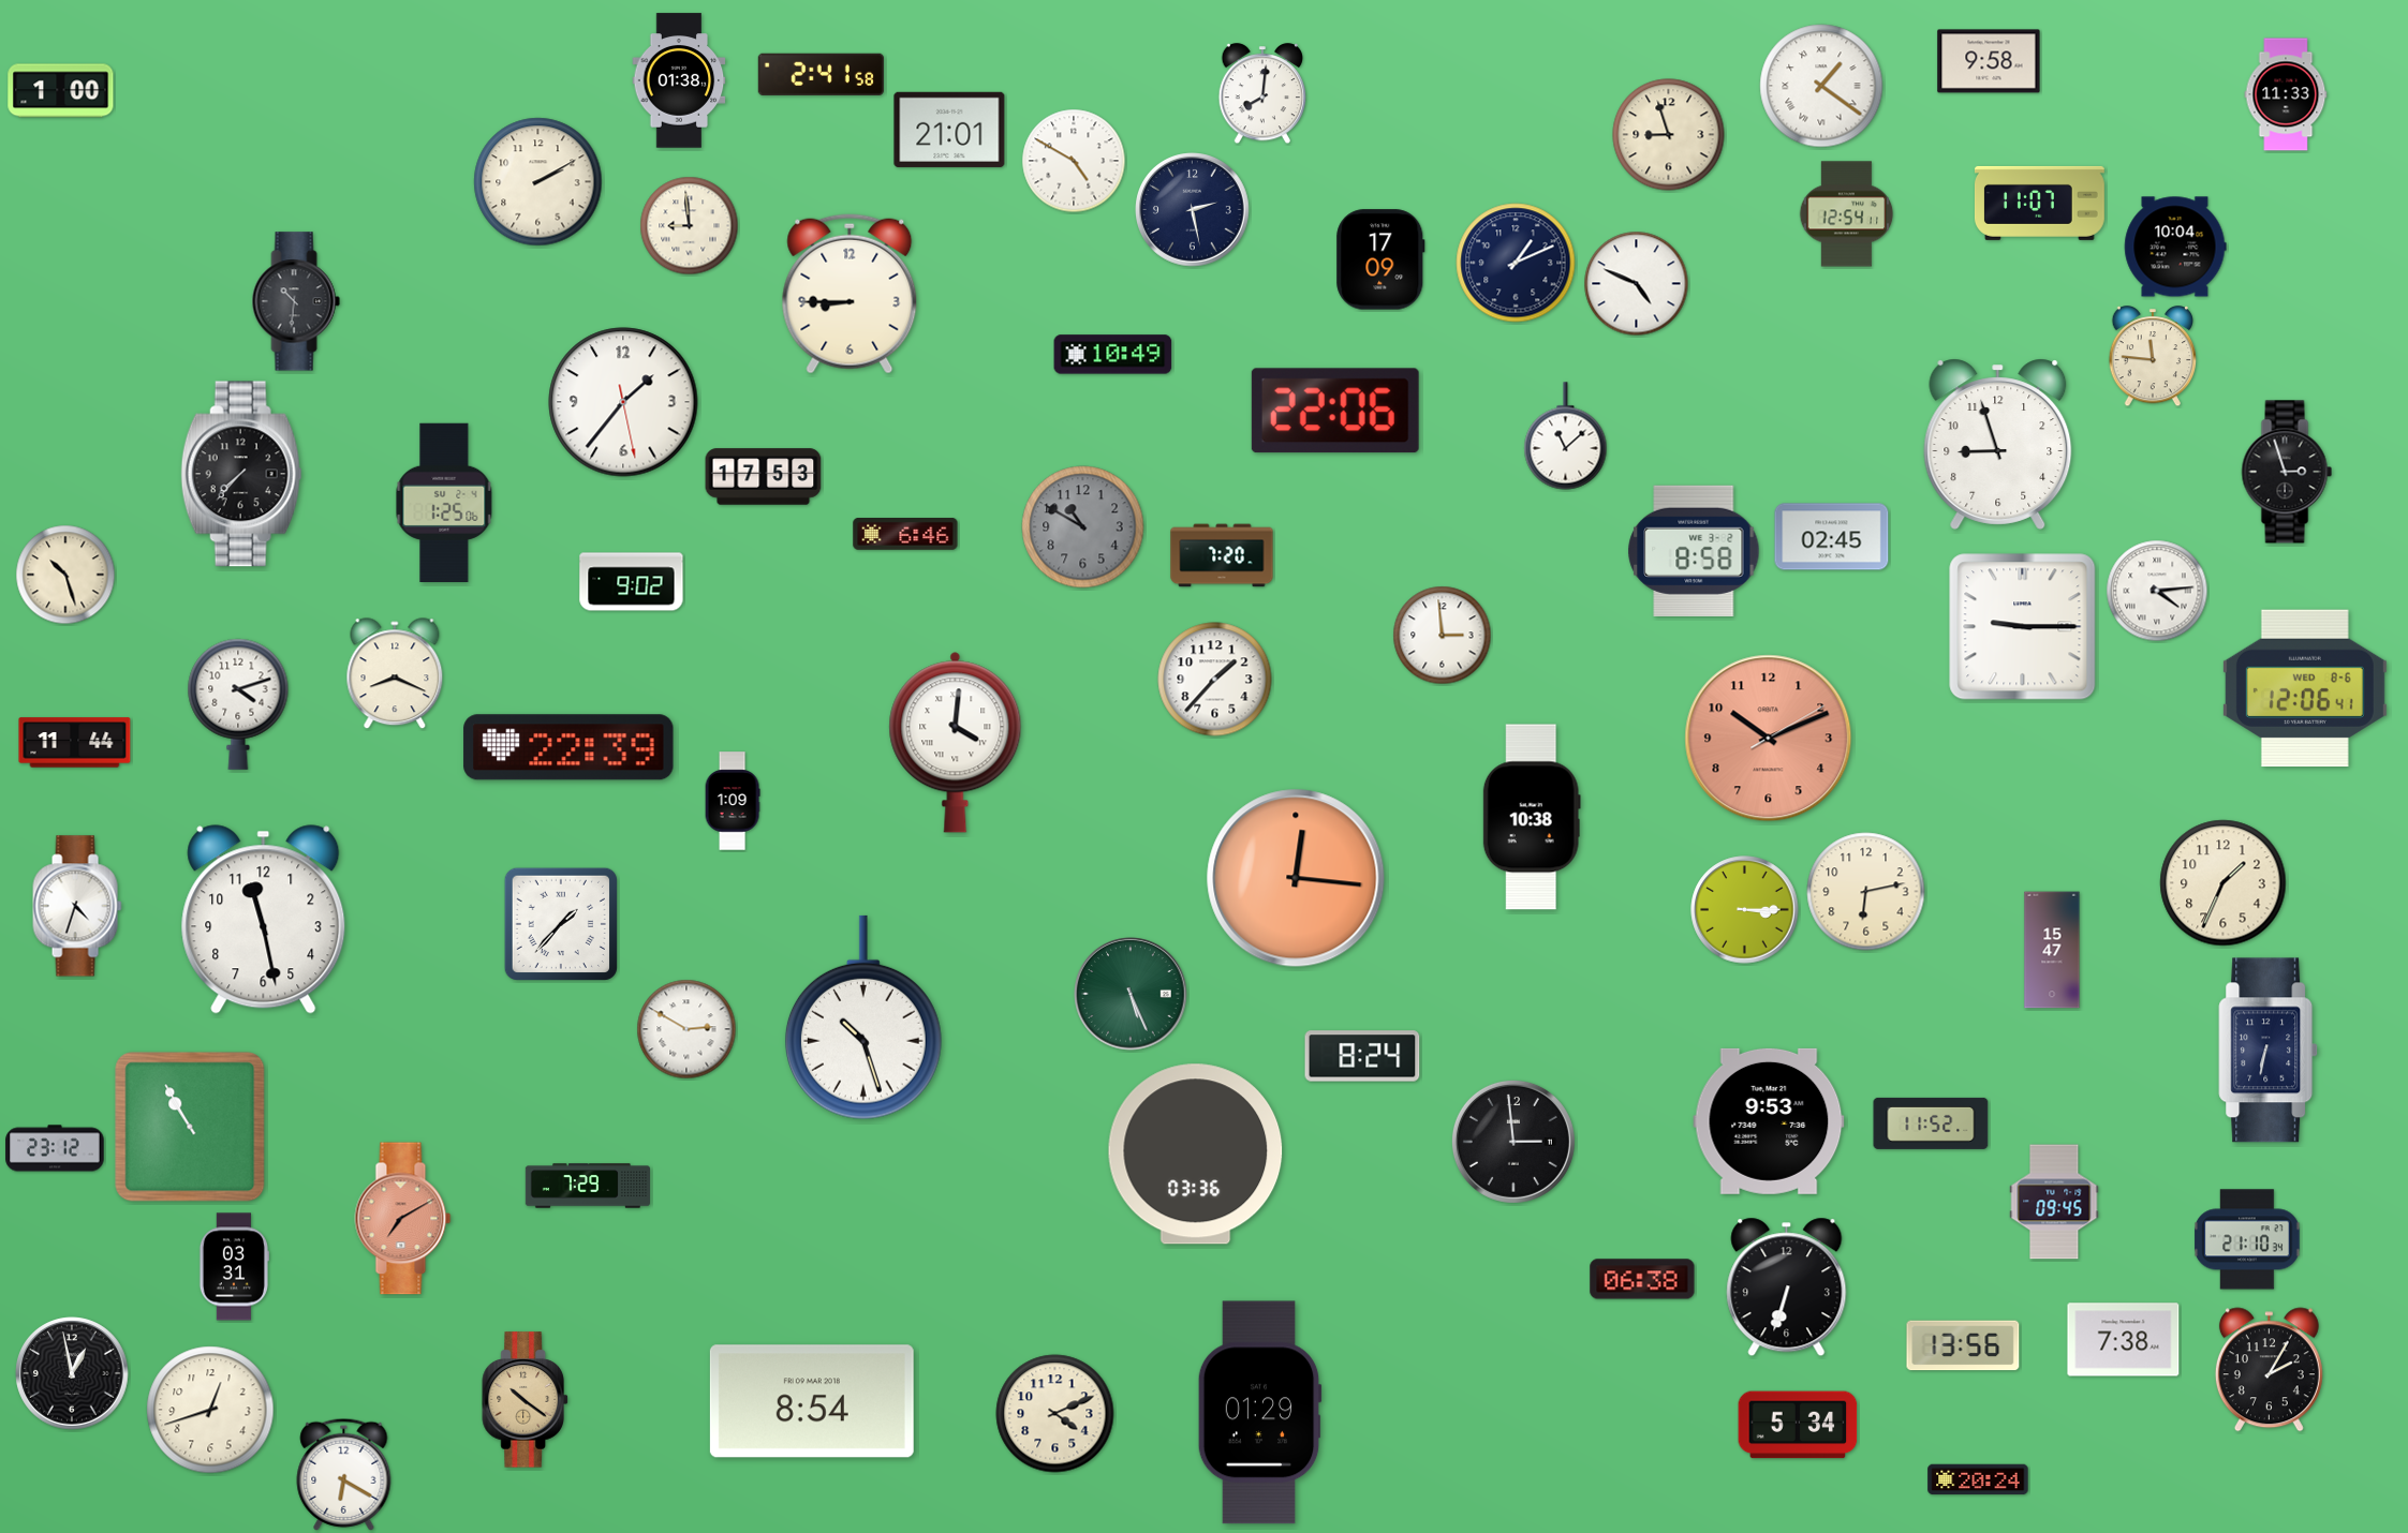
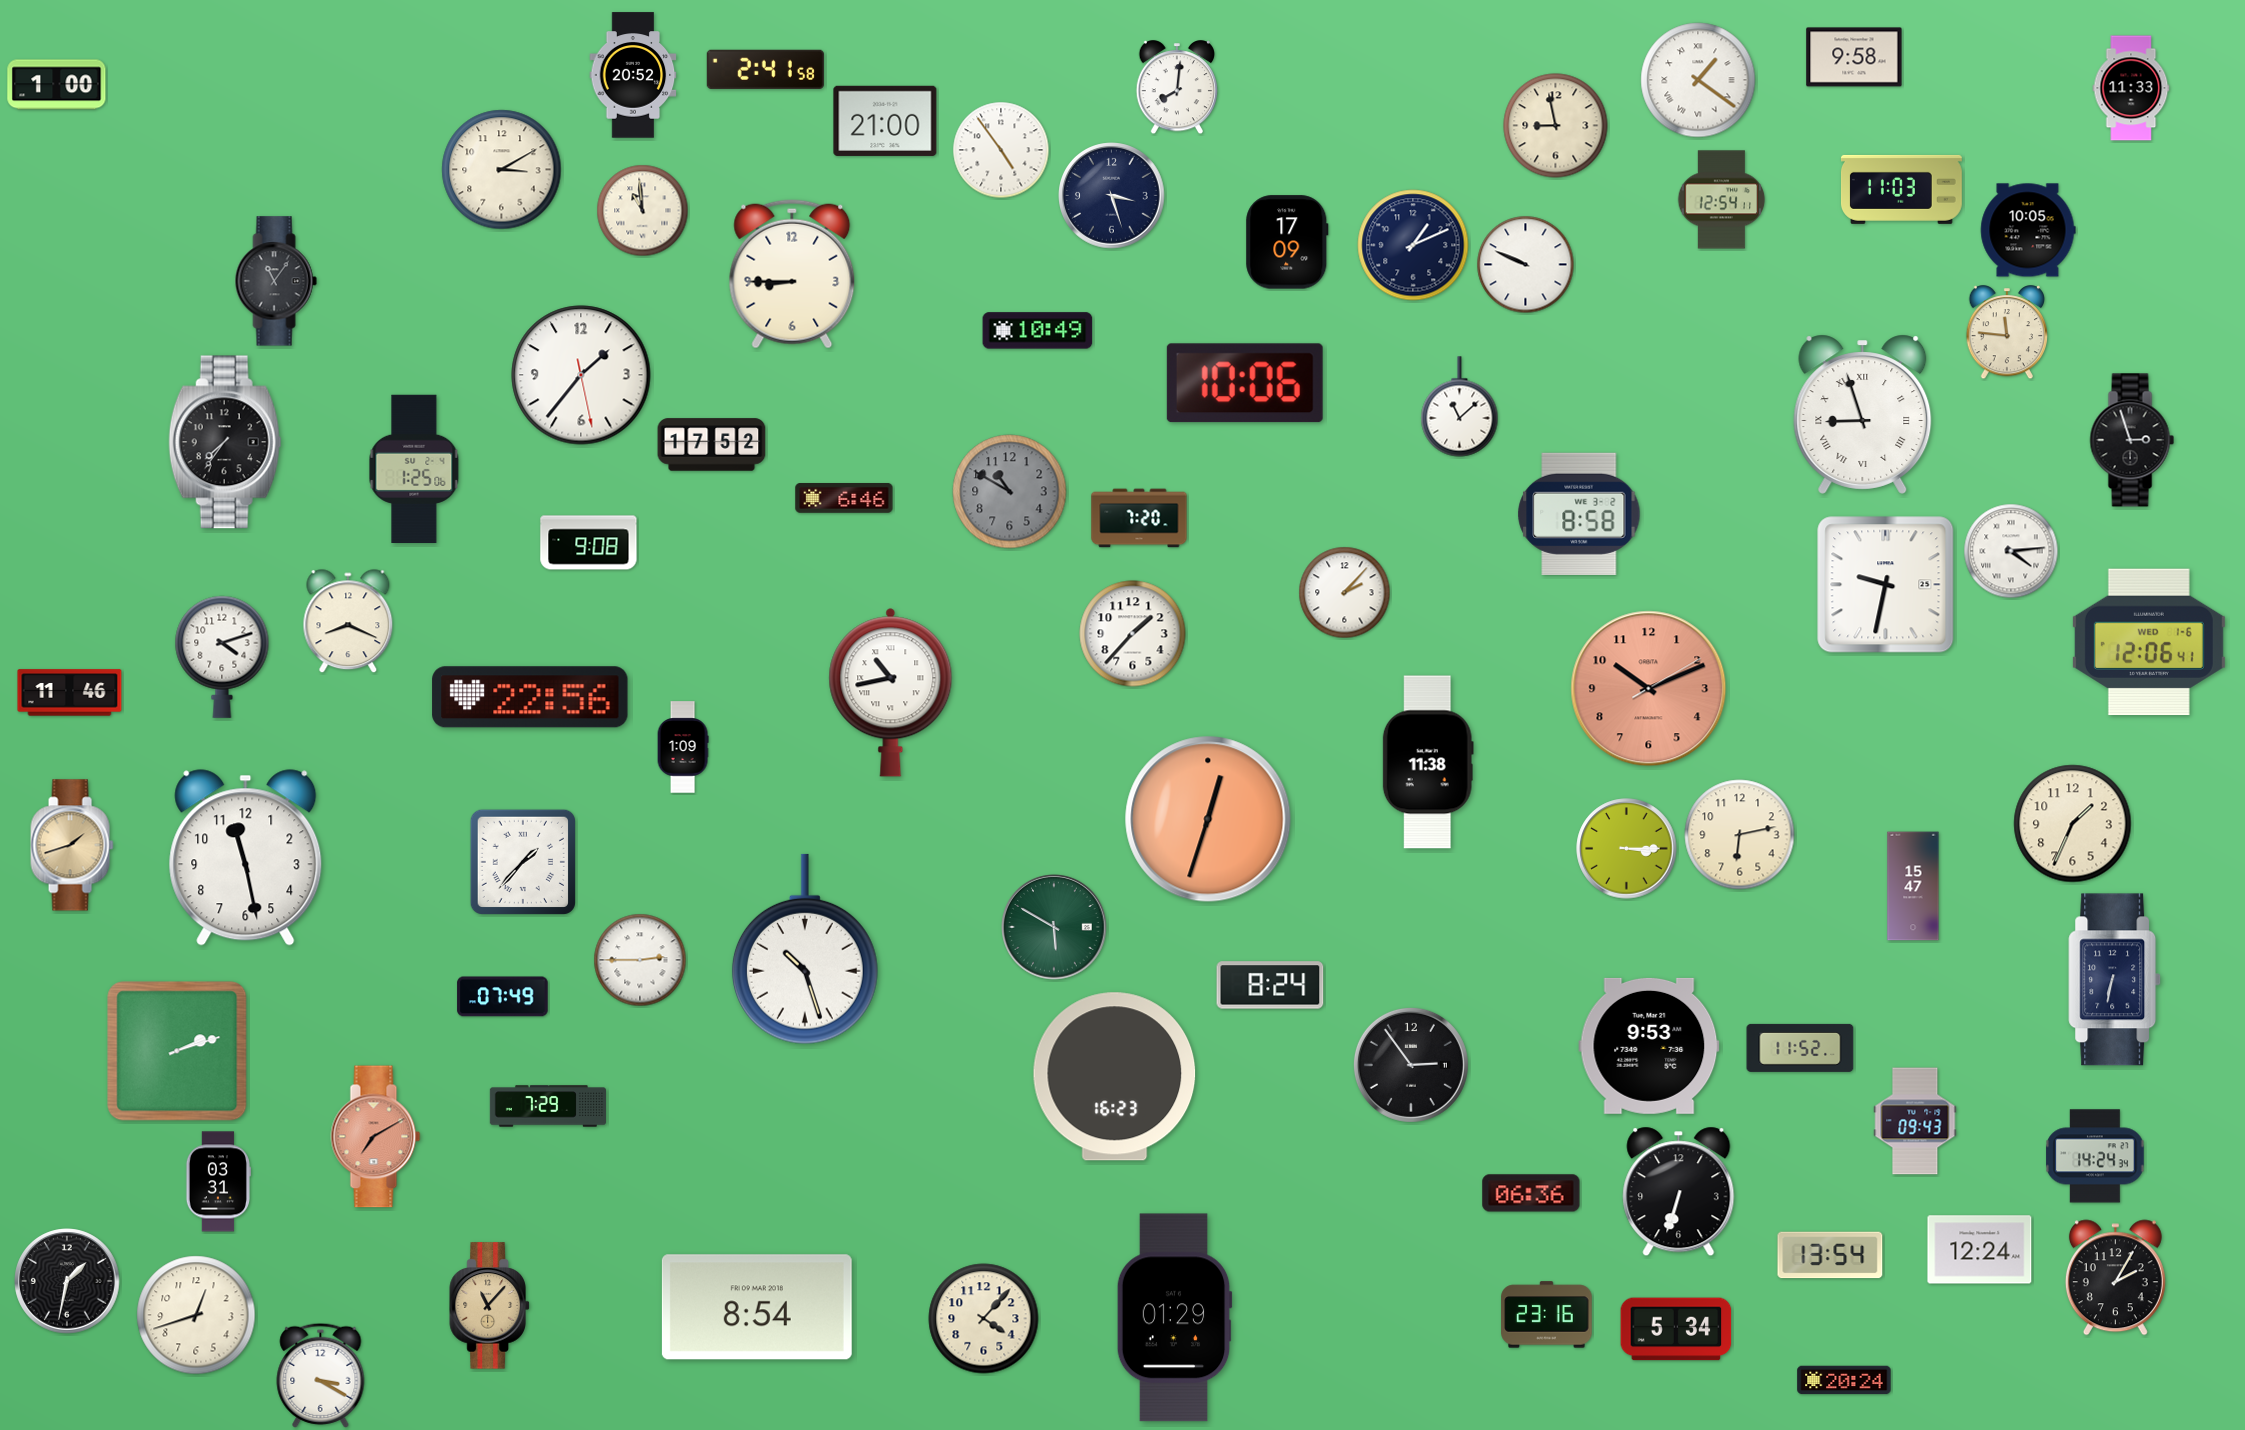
clock at (679, 80): 01:38 -> 20:52
clock at (949, 130): 21:01 -> 21:00
clock at (1669, 135): 8:57 -> 8:58
clock at (1074, 161): 4:50 -> 4:54
clock at (538, 182): 2:10 -> 3:10
clock at (2039, 203): 11:07 -> 11:03
clock at (1193, 210): 2:28 -> 3:27
clock at (690, 226): 8:59 -> 10:59
clock at (2175, 247): 10:04 -> 10:05
clock at (1637, 284): 4:49 -> 9:49
clock at (296, 301): 10:31 -> 11:06
clock at (1335, 411): 22:06 -> 10:06
clock at (1998, 444) numerals: Arabic -> Roman
clock at (241, 474): 7:37 -> 7:36
clock at (764, 477): 17:53 -> 17:52
clock at (1832, 537): 02:45 -> none
clock at (65, 575): 10:27 -> none
clock at (632, 582): 9:02 -> 9:08
clock at (2023, 627): 9:15 -> 9:32
clock at (1443, 636): 2:59 -> 2:07
clock at (395, 674) position: (395, 674) -> (348, 622)
clock at (2305, 688) date: WED 8-6 -> WED 1-6
clock at (956, 742): 4:01 -> 10:43
clock at (75, 743): 11:44 -> 11:46
clock at (568, 747): 22:39 -> 22:56
clock at (1532, 817): 10:38 -> 11:38
clock at (1296, 878): 12:16 -> 12:33
clock at (1866, 892) position: (1866, 892) -> (1740, 835)
clock at (77, 906): 4:33 -> 1:42
clock at (77, 906) dial: white -> champagne
clock at (1131, 994): 5:26 -> 5:50
clock at (686, 1029): 2:50 -> 2:45
clock at (503, 997): none -> 07:49
clock at (190, 1127): 10:55 -> 2:12
clock at (1513, 1142): 2:59 -> 2:54
clock at (55, 1148): 23:12 -> none
clock at (1196, 1155): 03:36 -> 16:23
clock at (2054, 1202): 09:45 -> 09:43
clock at (2247, 1239): 21:10 -> 14:24
clock at (1642, 1279): 06:38 -> 06:36
clock at (1787, 1288) position: (1787, 1288) -> (1679, 1192)
clock at (2124, 1340): 7:38 -> 12:24
clock at (1963, 1345): 13:56 -> 13:54
clock at (72, 1373): 12:58 -> 1:32
clock at (525, 1400): 10:21 -> 11:07
clock at (1547, 1315): none -> 23:16
clock at (1055, 1414): 4:11 -> 4:07
clock at (344, 1474): 6:20 -> 3:20
